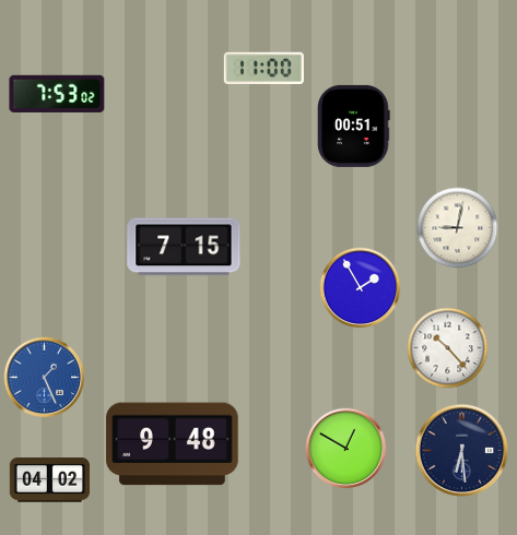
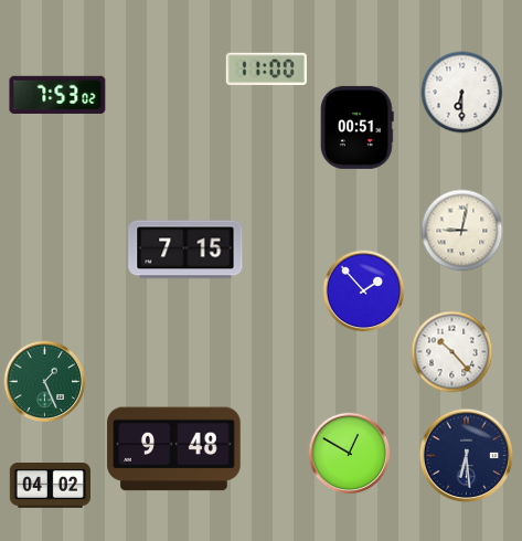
clock at (462, 93): none -> 6:30
clock at (361, 288): 1:55 -> 1:53
clock at (45, 378) dial: blue -> green
